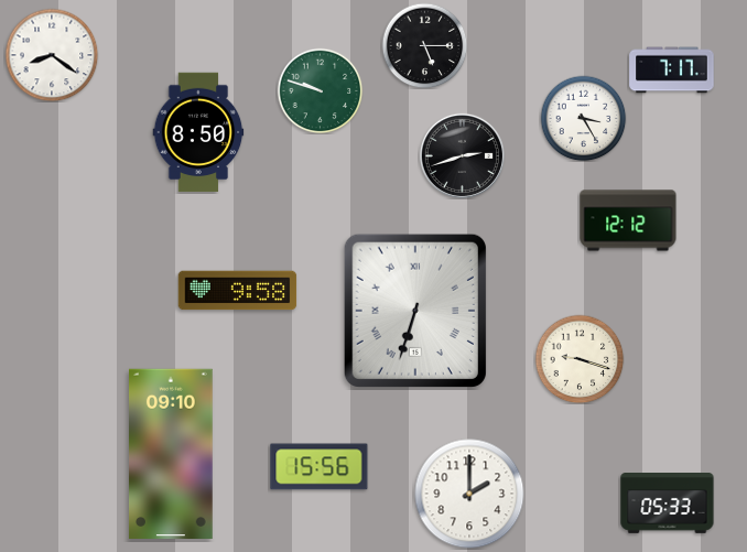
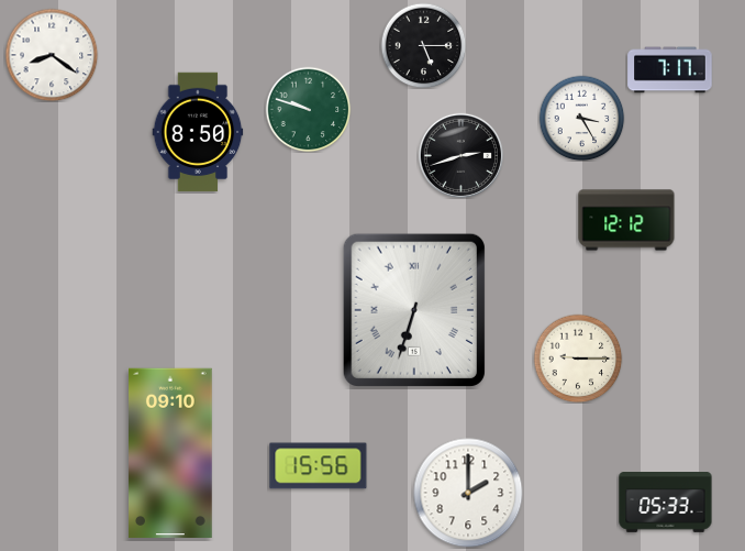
clock at (320, 90) position: (320, 90) -> (308, 109)
clock at (238, 291): 9:58 -> none
clock at (580, 359): 9:18 -> 9:15
